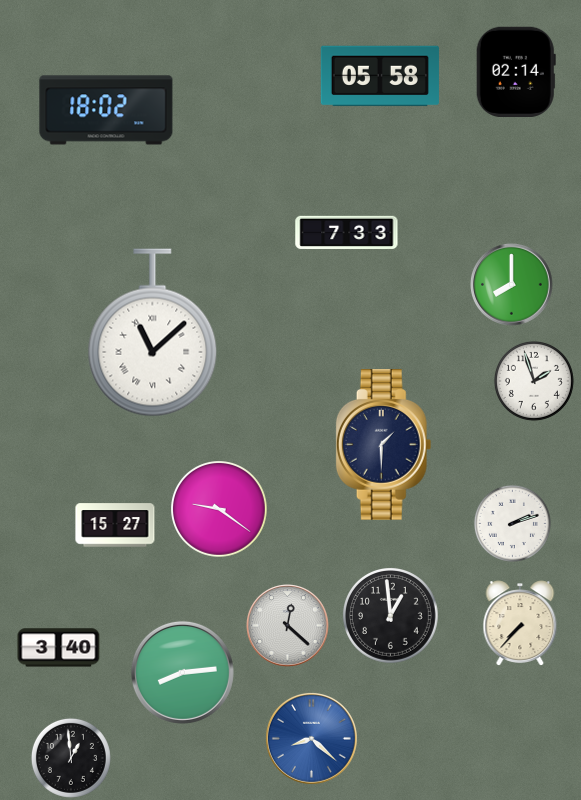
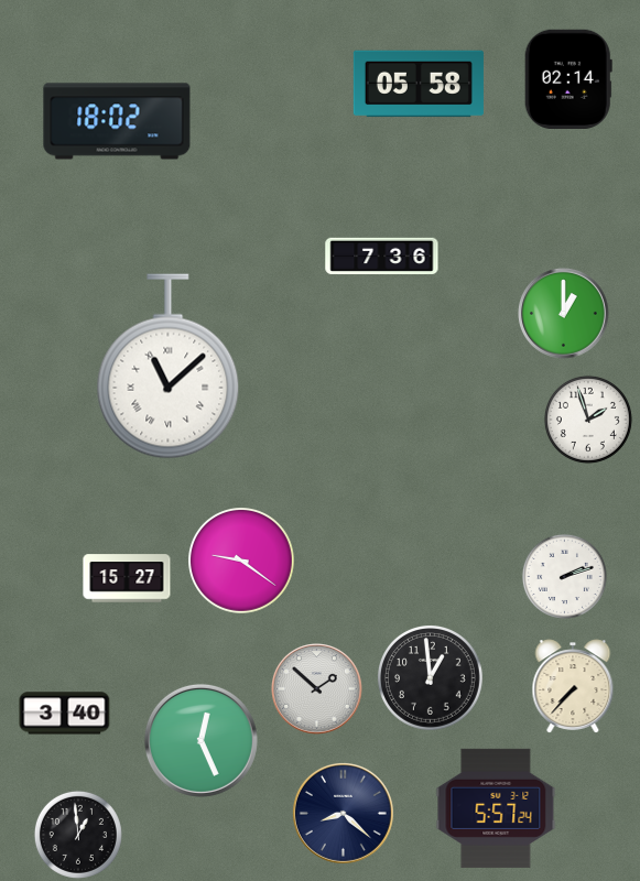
clock at (347, 233): 7:33 -> 7:36
clock at (512, 285): 8:00 -> 1:00
clock at (384, 445): 1:30 -> none
clock at (288, 626): 12:22 -> 1:52
clock at (182, 672): 8:14 -> 12:26
clock at (496, 808): none -> 5:57
clock at (311, 738) dial: blue -> navy
